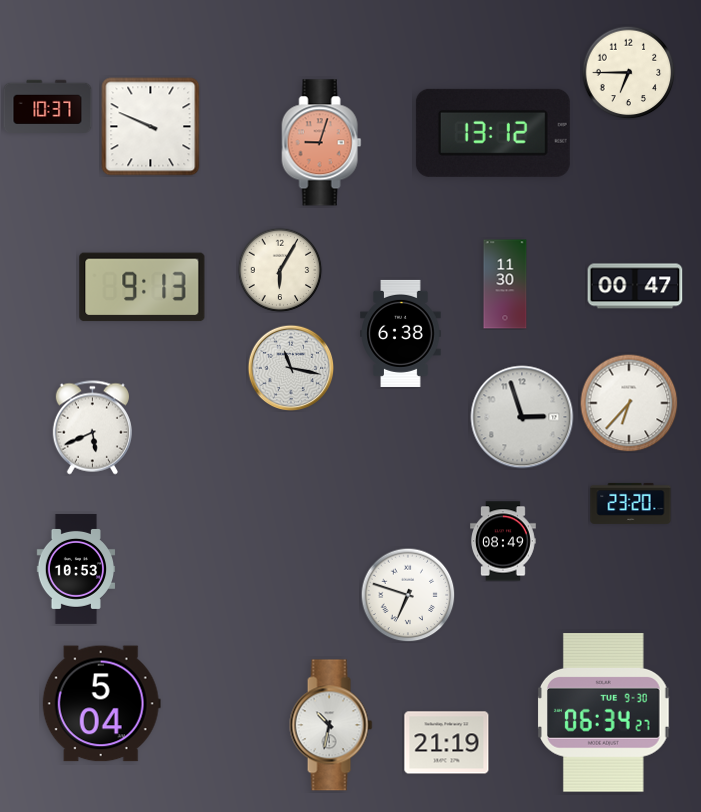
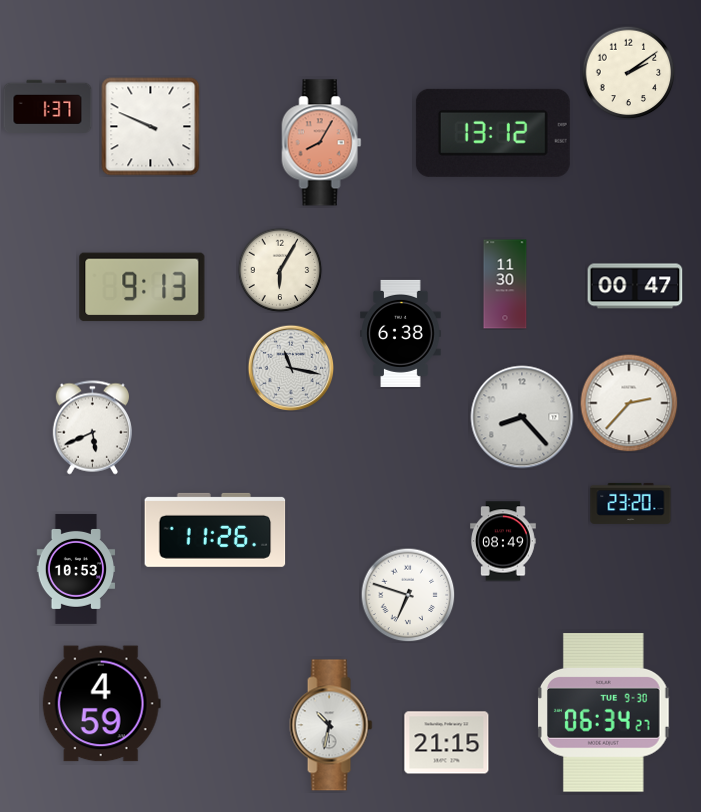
clock at (628, 72): 6:45 -> 2:09
clock at (48, 107): 10:37 -> 1:37
clock at (322, 143): 9:03 -> 8:05
clock at (629, 403): 6:37 -> 2:37
clock at (522, 417): 2:57 -> 8:23
clock at (215, 530): none -> 11:26
clock at (101, 704): 5:04 -> 4:59
clock at (447, 743): 21:19 -> 21:15
